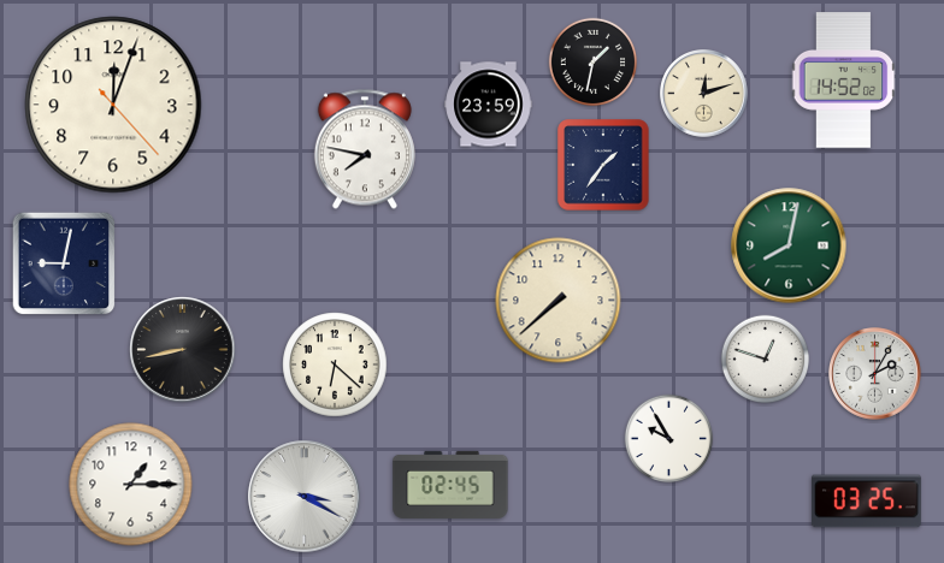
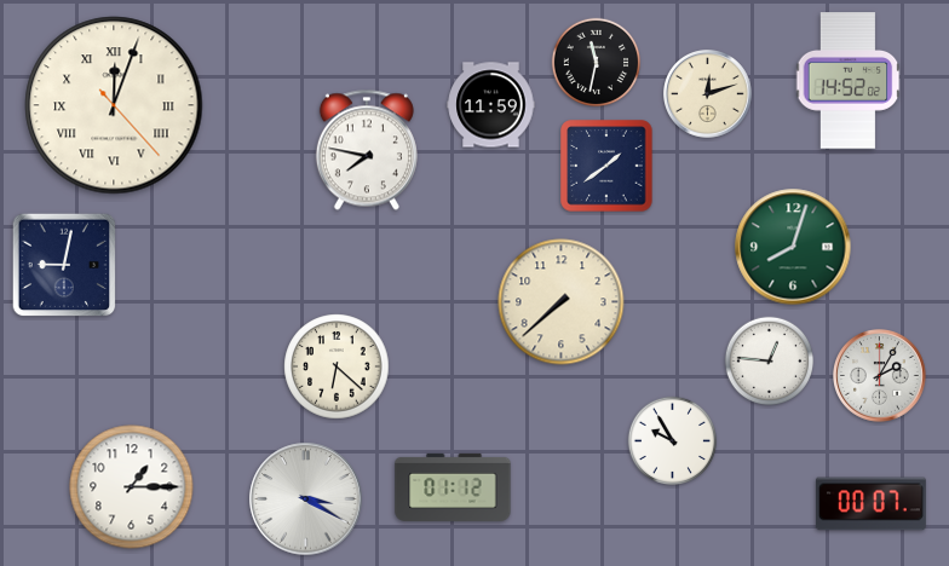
clock at (594, 63): 1:32 -> 11:32
clock at (113, 105) numerals: Arabic -> Roman
clock at (489, 105): 23:59 -> 11:59
clock at (603, 165): 1:36 -> 1:39
clock at (789, 245): 8:02 -> 8:03
clock at (183, 350): 8:43 -> none
clock at (766, 360): 12:48 -> 12:46
clock at (450, 485): 02:45 -> 01:12
clock at (866, 502): 03:25 -> 00:07
